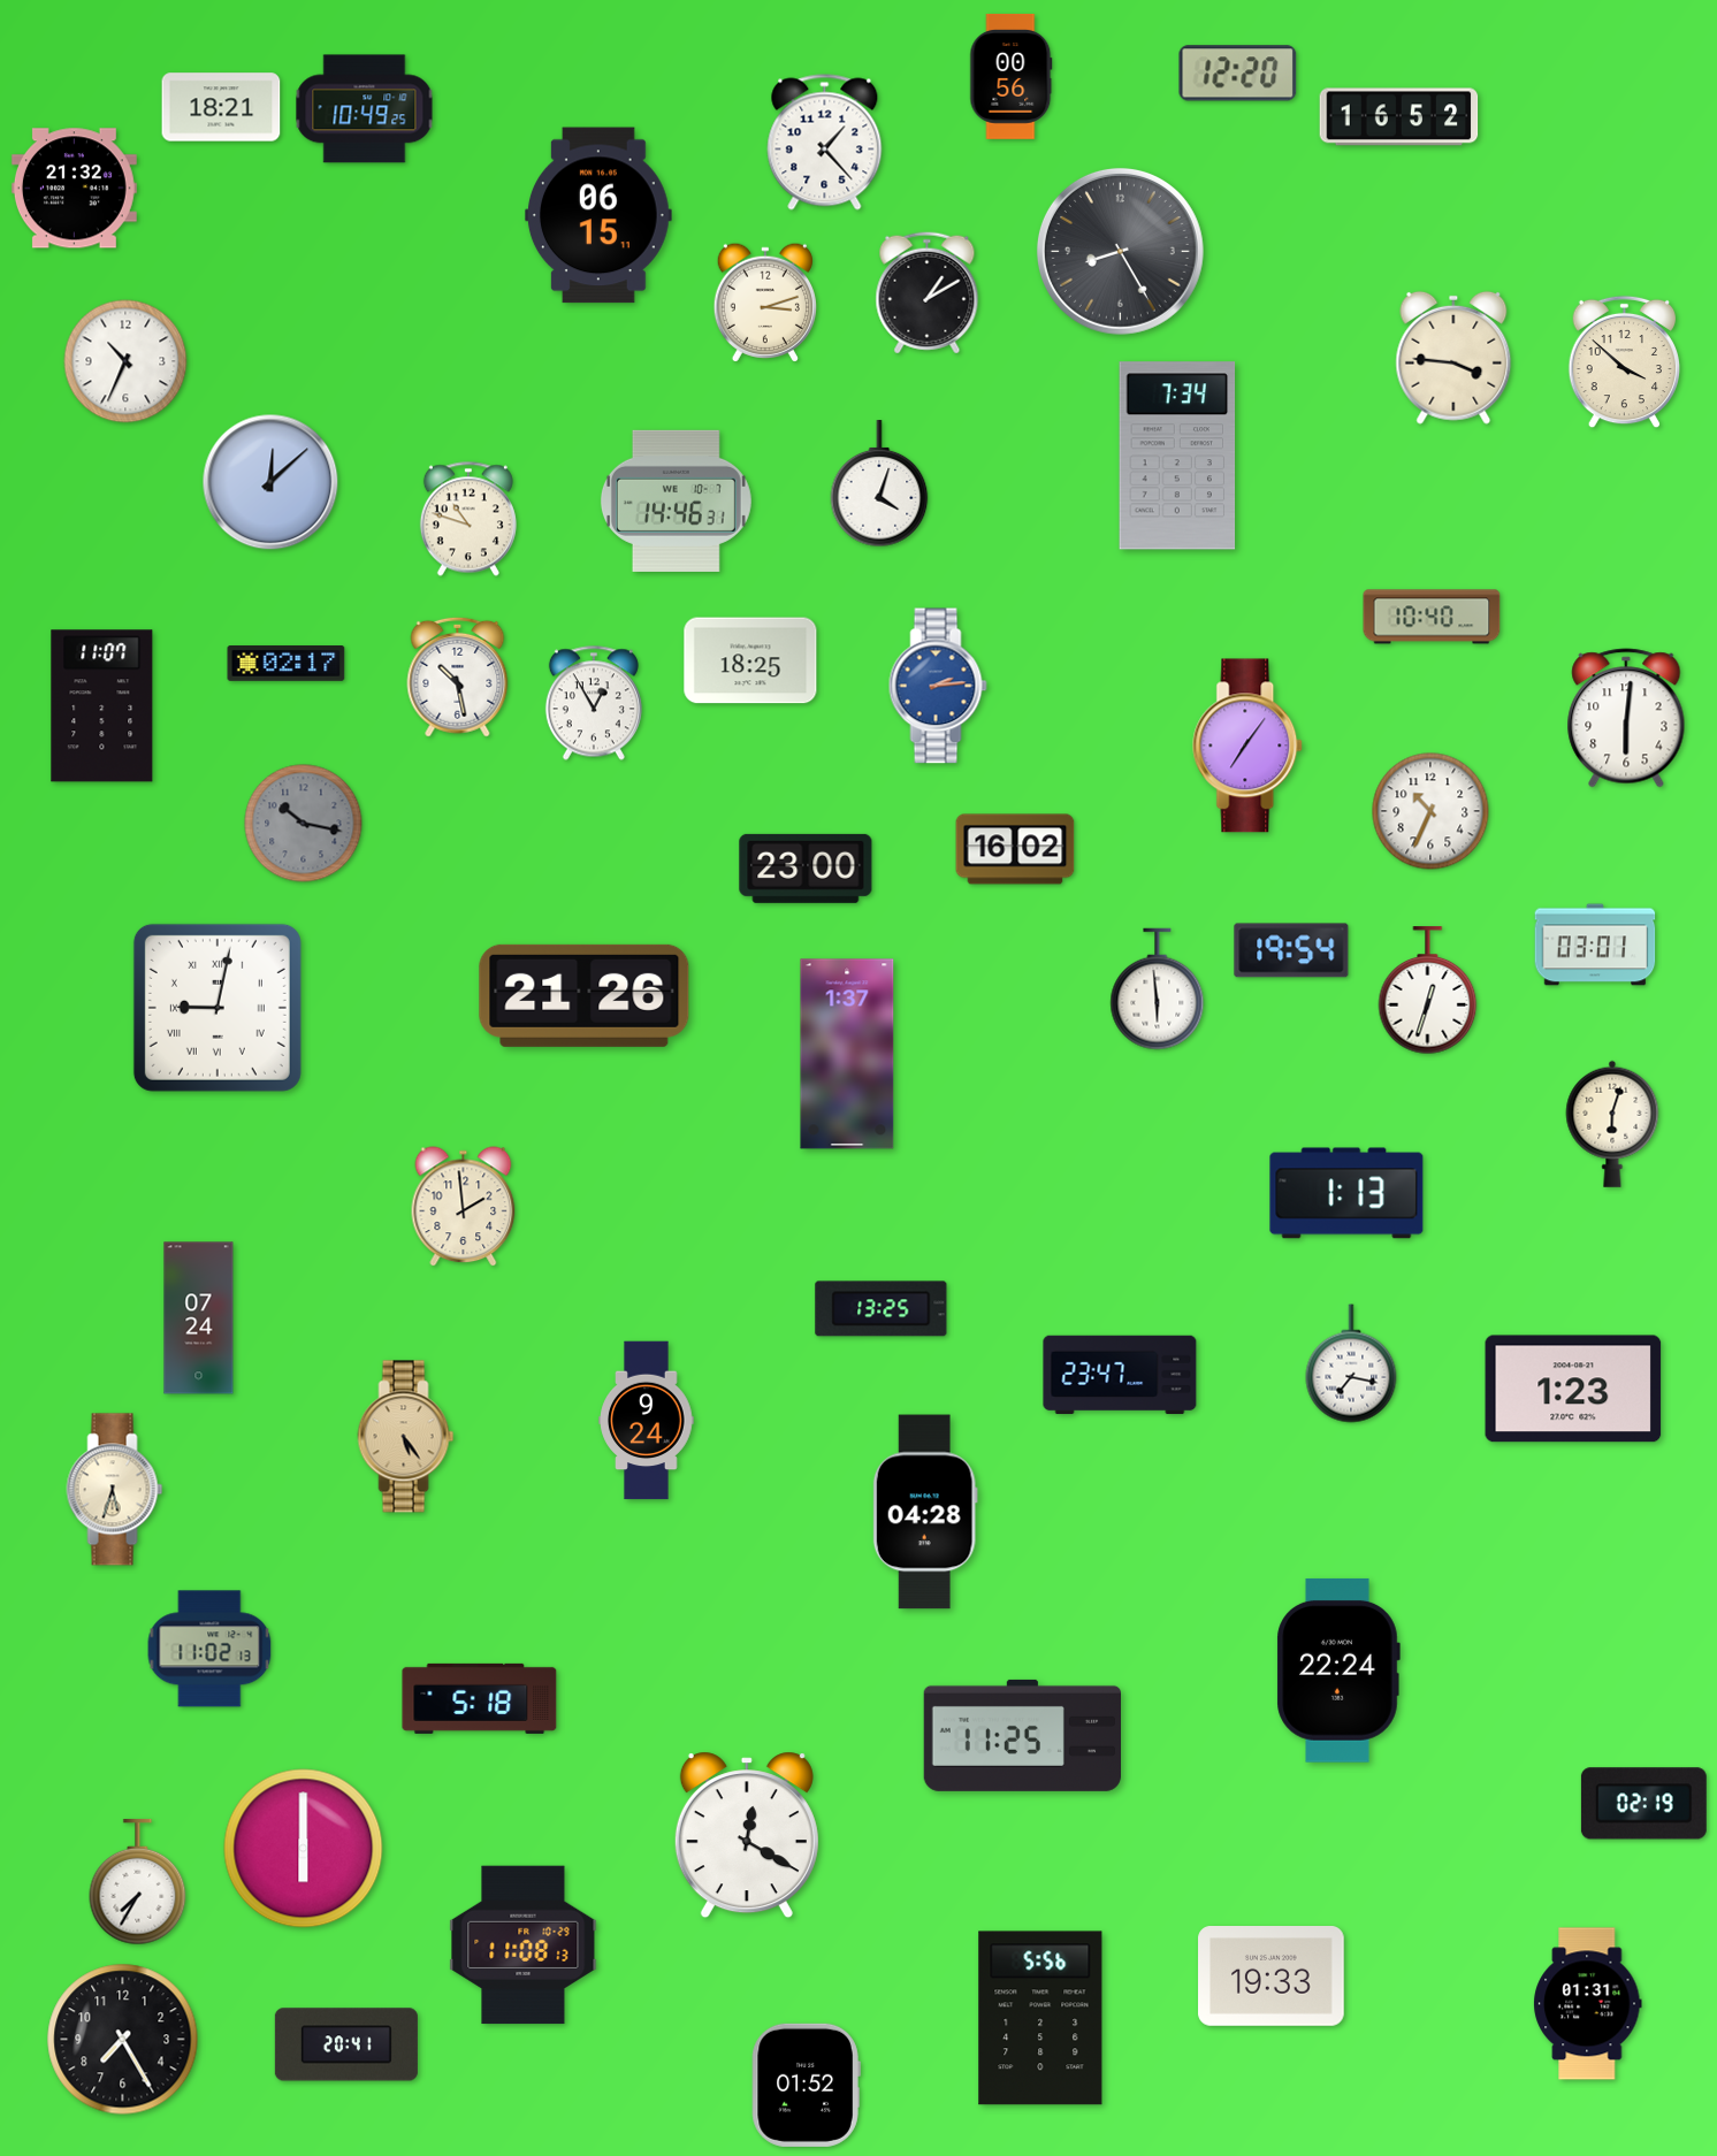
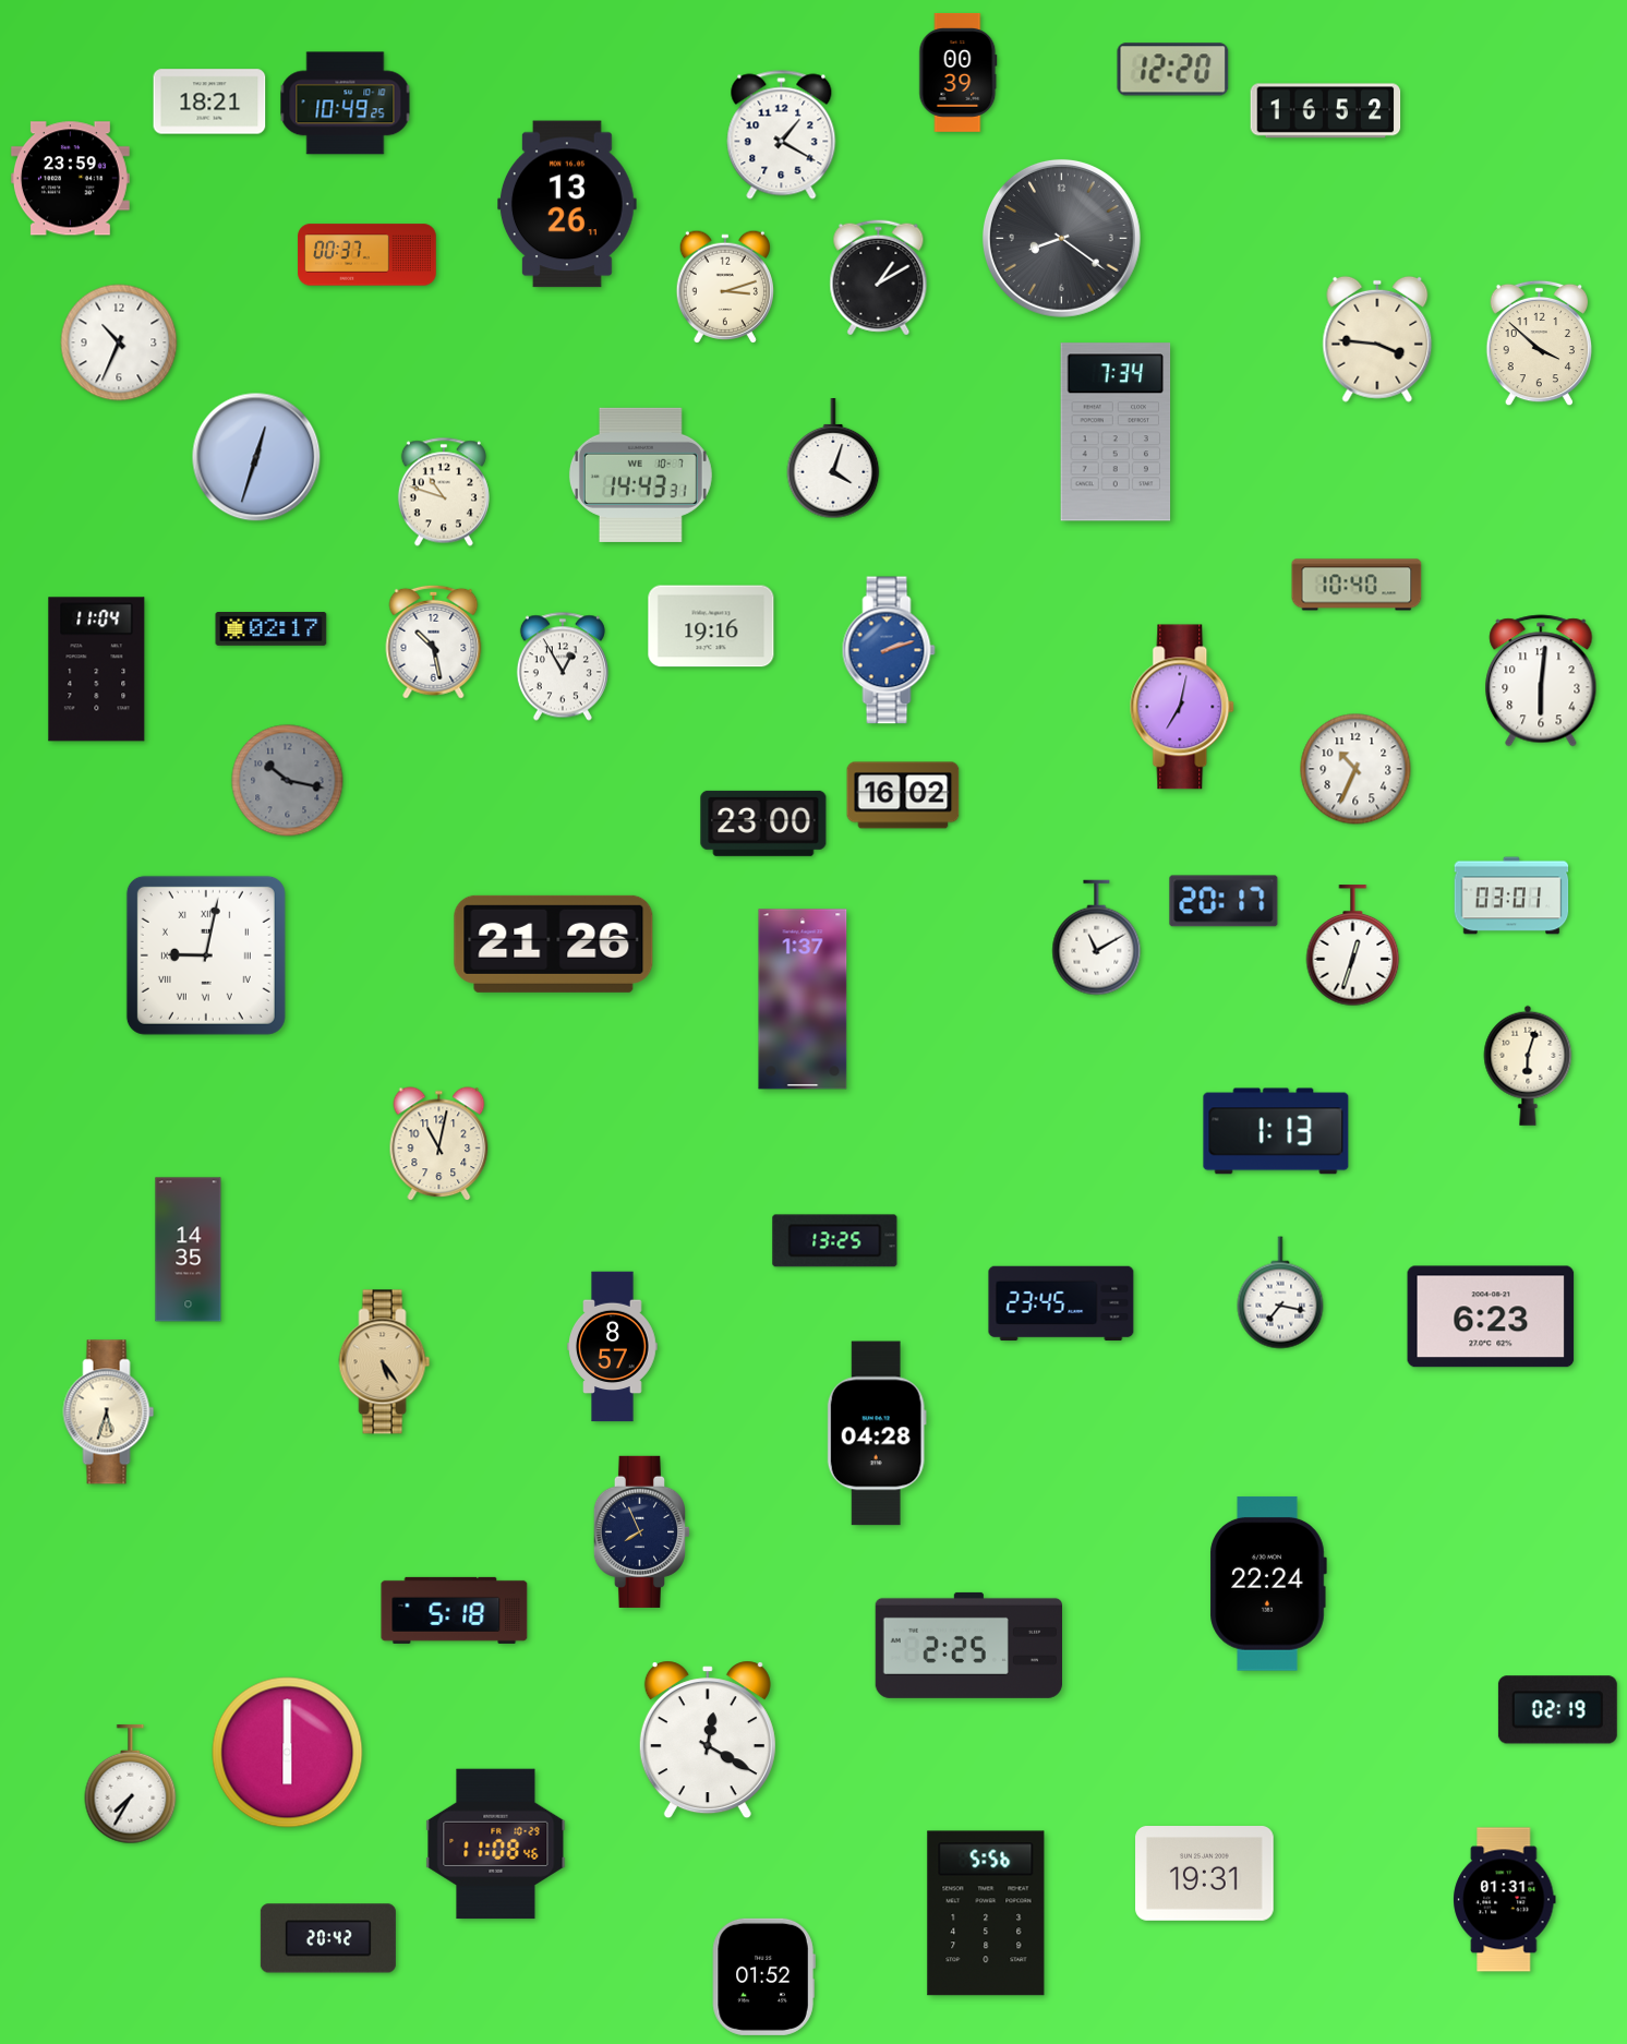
clock at (1012, 76): 00:56 -> 00:39
clock at (825, 143): 1:23 -> 1:20
clock at (74, 189): 21:32 -> 23:59
clock at (600, 215): 06:15 -> 13:26
clock at (1120, 251): 8:25 -> 8:21
clock at (367, 255): none -> 00:37
clock at (270, 482): 12:08 -> 12:33
clock at (676, 500): 14:46 -> 14:43
clock at (750, 660): 18:25 -> 19:16
clock at (938, 686): 2:14 -> 2:12
clock at (102, 706): 11:07 -> 11:04
clock at (1249, 746): 7:06 -> 7:02
clock at (1015, 849) position: (1015, 849) -> (903, 795)
clock at (1291, 950): 19:54 -> 20:17
clock at (1158, 989): 5:59 -> 11:10
clock at (1428, 991) position: (1428, 991) -> (1353, 946)
clock at (464, 1207): 1:59 -> 11:02
clock at (199, 1318): 07:24 -> 14:35
clock at (1120, 1375): 23:47 -> 23:45
clock at (1573, 1389): 1:23 -> 6:23
clock at (647, 1421): 9:24 -> 8:57
clock at (642, 1531): none -> 7:56
clock at (209, 1649): 11:02 -> none
clock at (1022, 1735): 11:25 -> 2:25
clock at (524, 1945): 11:08:13 -> 11:08:46
clock at (1272, 1977): 19:33 -> 19:31
clock at (123, 2040): 7:25 -> none
clock at (346, 2044): 20:41 -> 20:42
